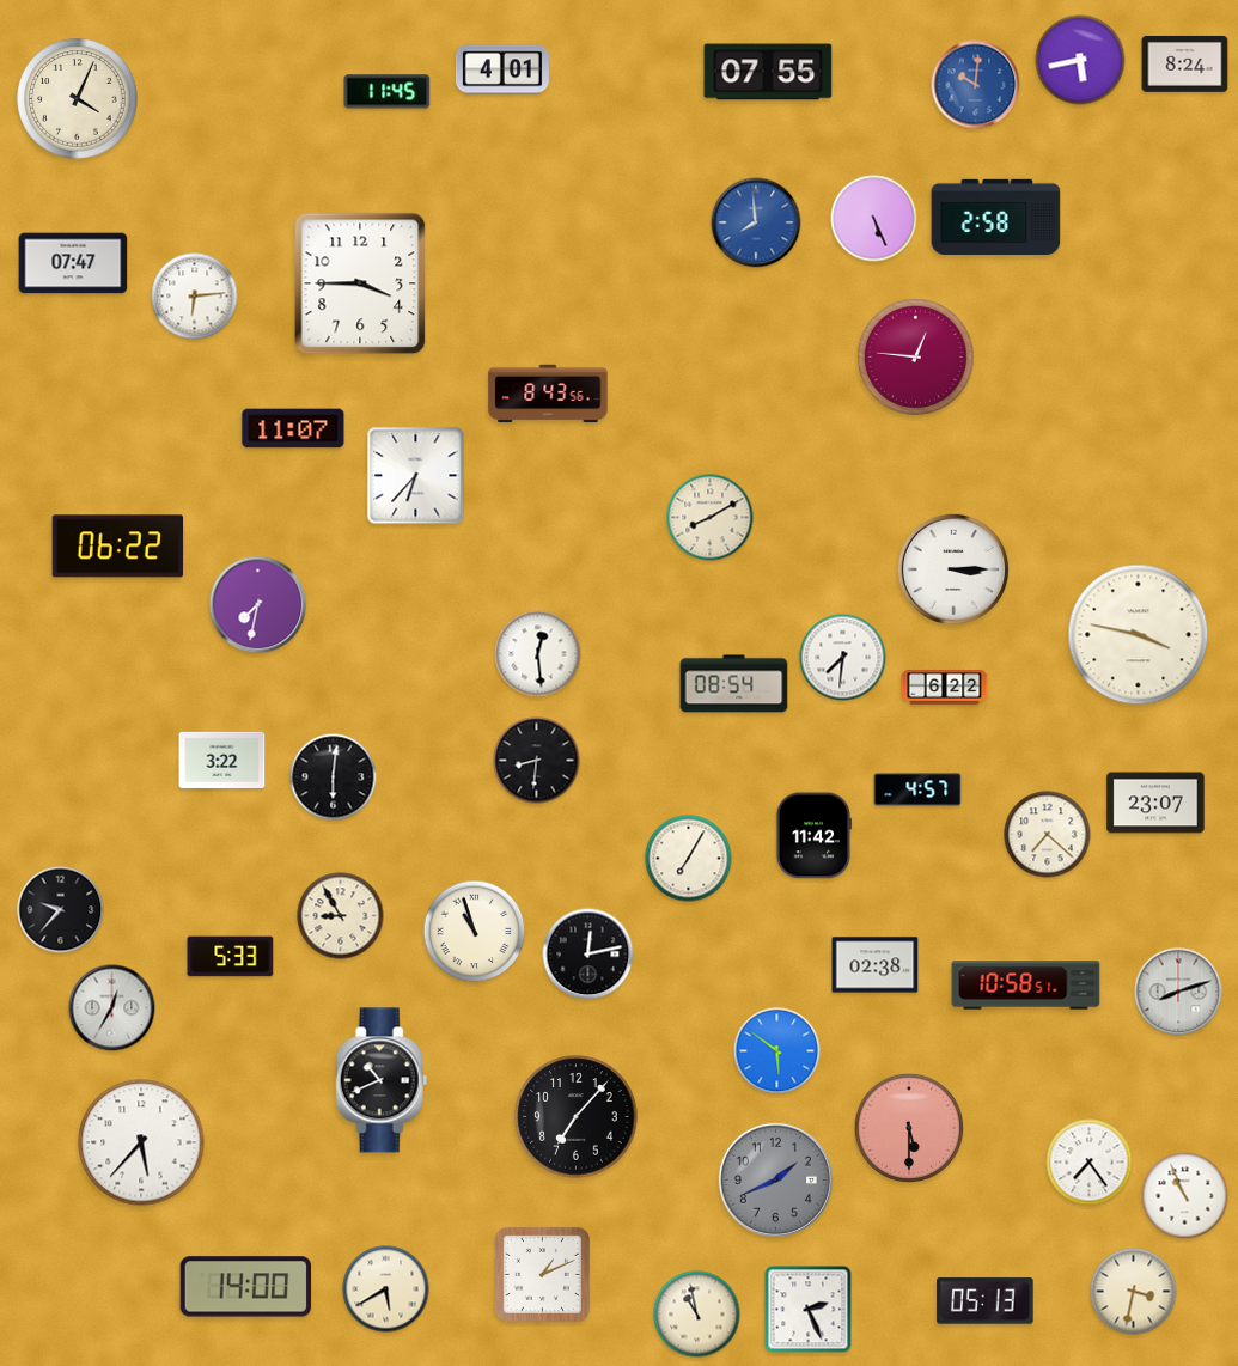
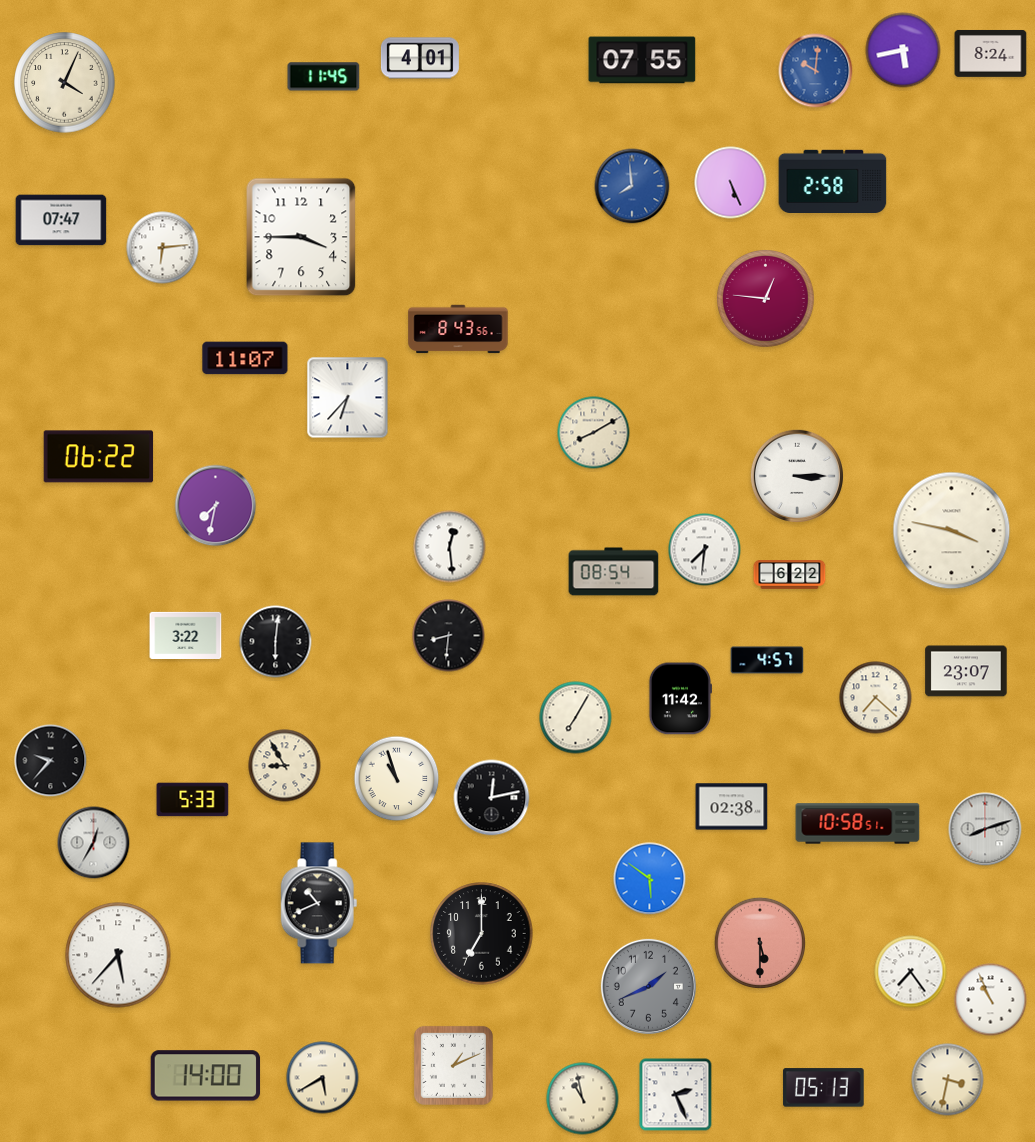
clock at (334, 777) position: (334, 777) -> (276, 642)
clock at (577, 1117): 7:07 -> 7:00
